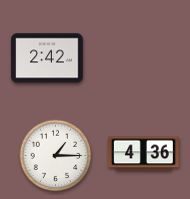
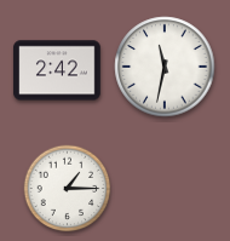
clock at (165, 67): none -> 11:32
clock at (143, 154): 4:36 -> none
